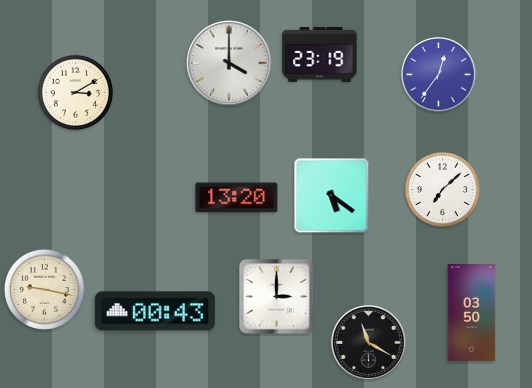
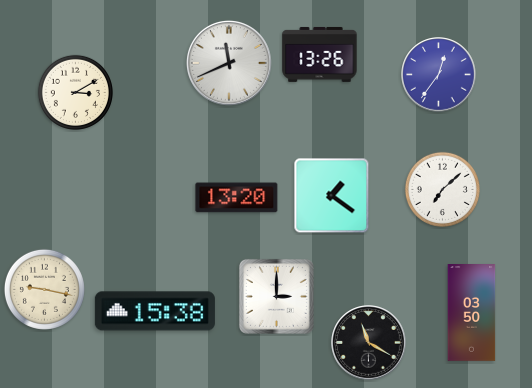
clock at (320, 54): 23:19 -> 13:26
clock at (229, 63): 4:00 -> 11:41
clock at (332, 196): 5:21 -> 1:21
clock at (155, 311): 00:43 -> 15:38
